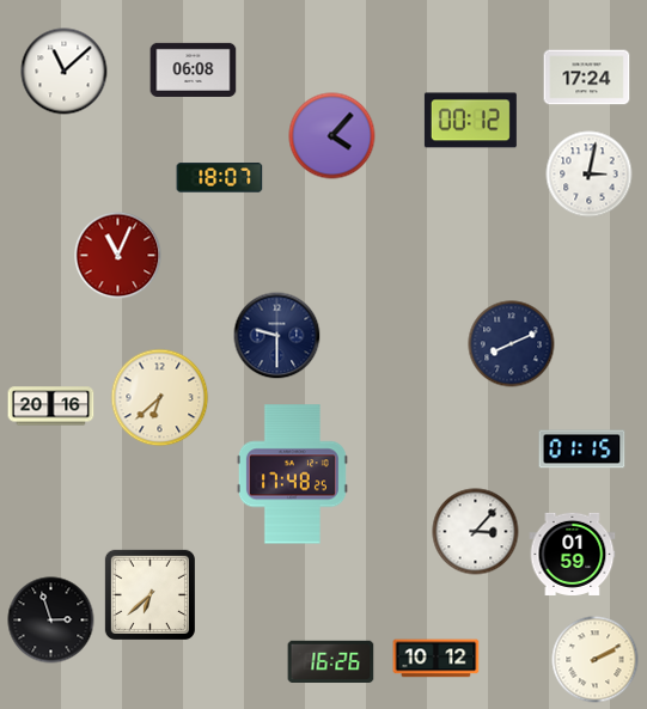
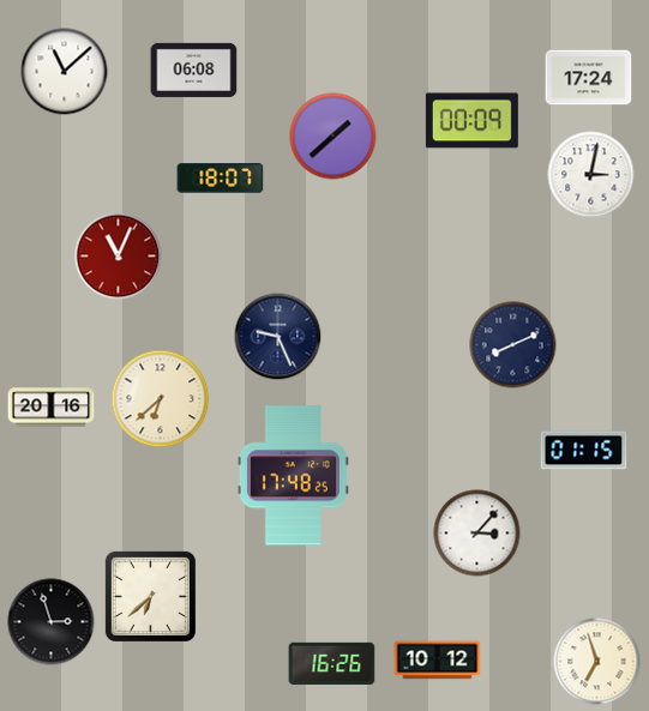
clock at (470, 121): 00:12 -> 00:09
clock at (332, 136): 4:07 -> 1:38
clock at (277, 336): 9:30 -> 9:26
clock at (573, 554): 01:59 -> none
clock at (596, 660): 2:10 -> 6:57
